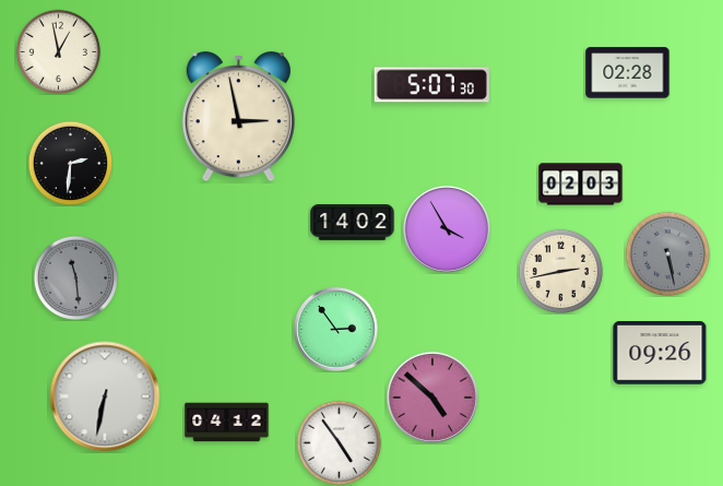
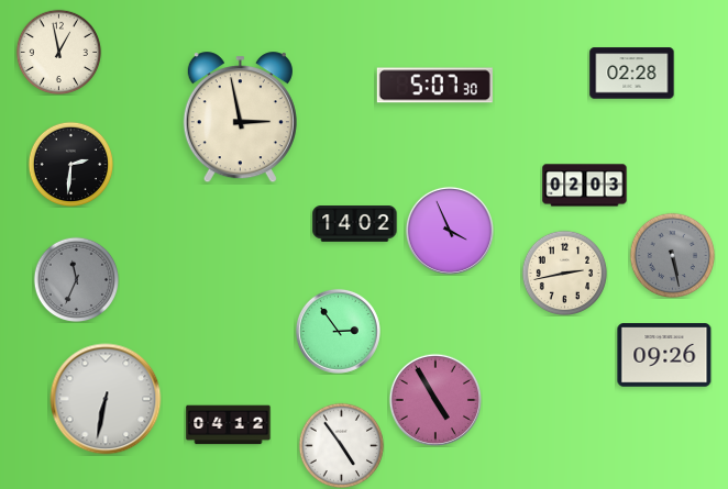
clock at (447, 229): 3:55 -> 3:56
clock at (75, 277): 11:29 -> 11:34
clock at (431, 396): 4:52 -> 4:55
